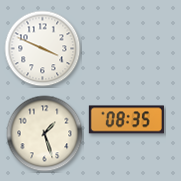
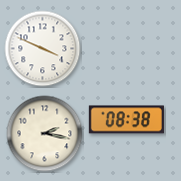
clock at (126, 120): 08:35 -> 08:38
clock at (45, 134): 1:27 -> 2:17
